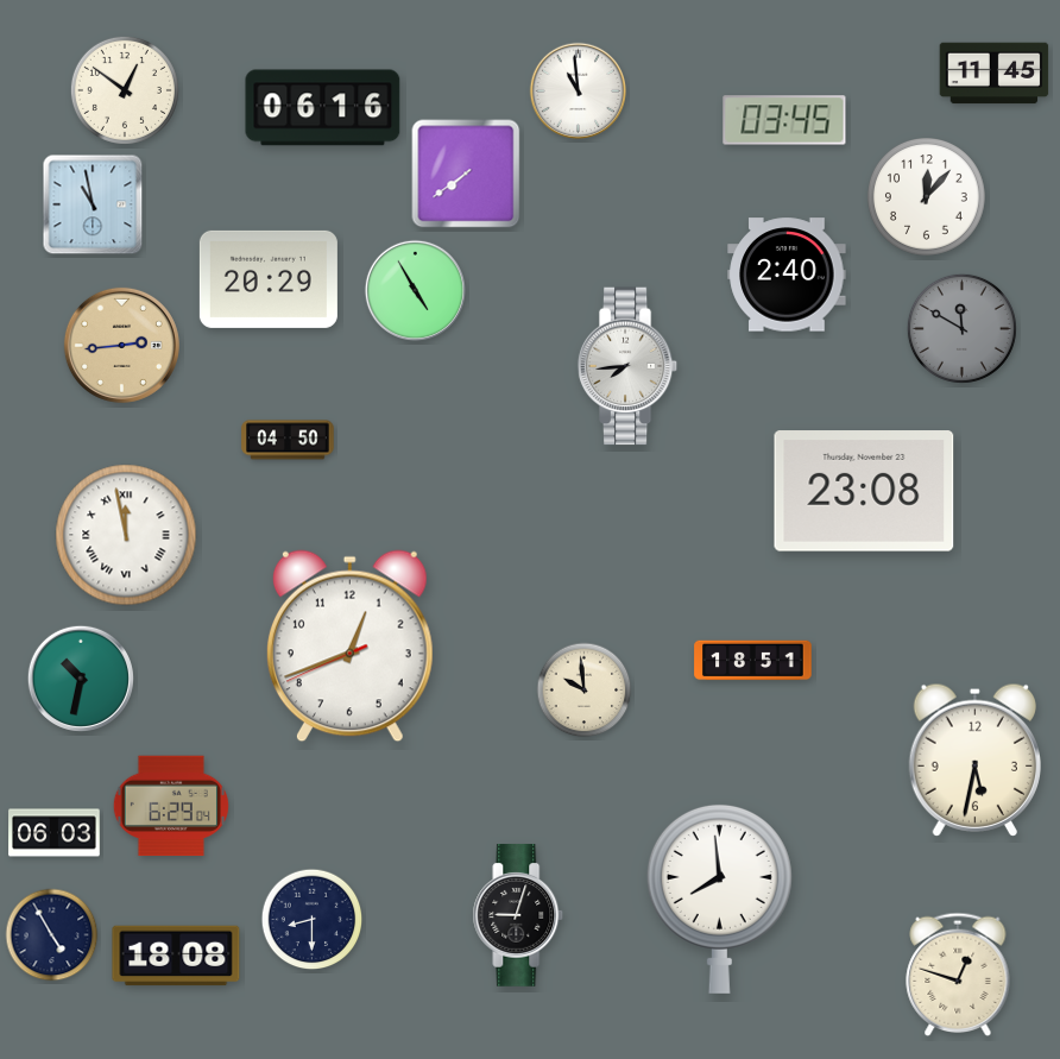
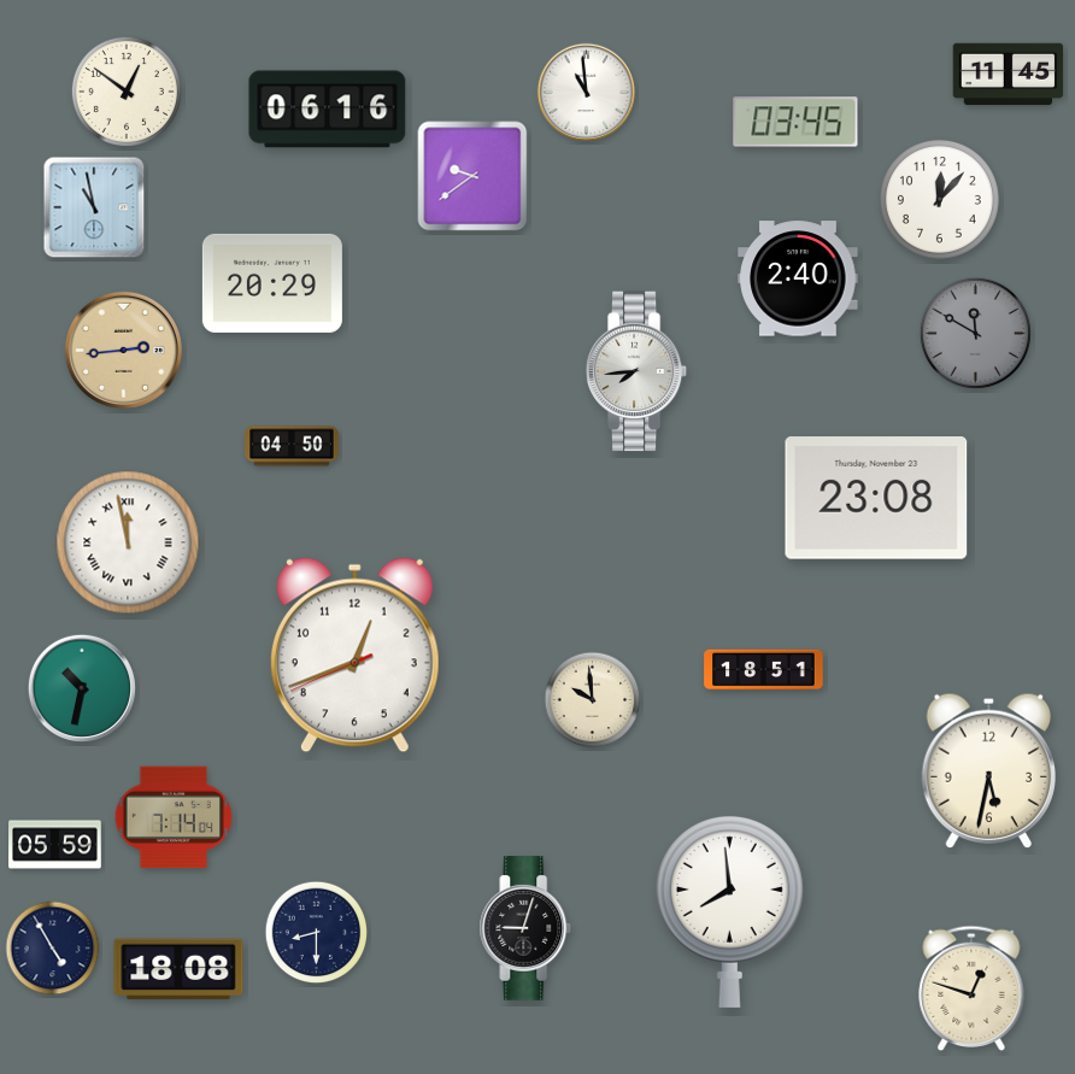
clock at (466, 174): 7:39 -> 9:39
clock at (415, 290): 4:55 -> none
clock at (171, 806): 6:29 -> 7:14
clock at (55, 833): 06:03 -> 05:59
